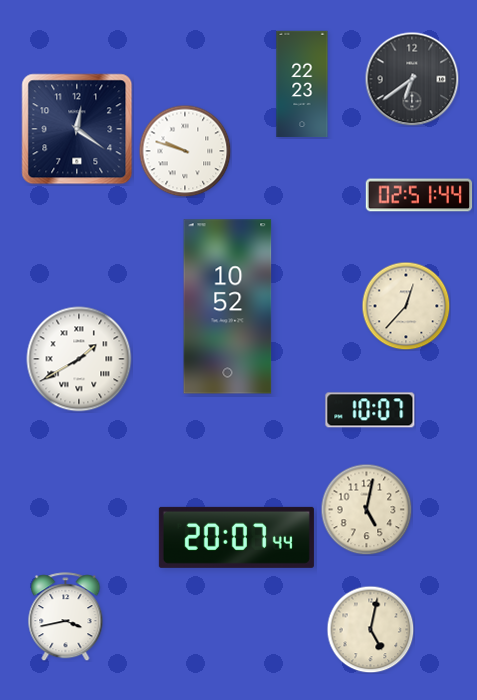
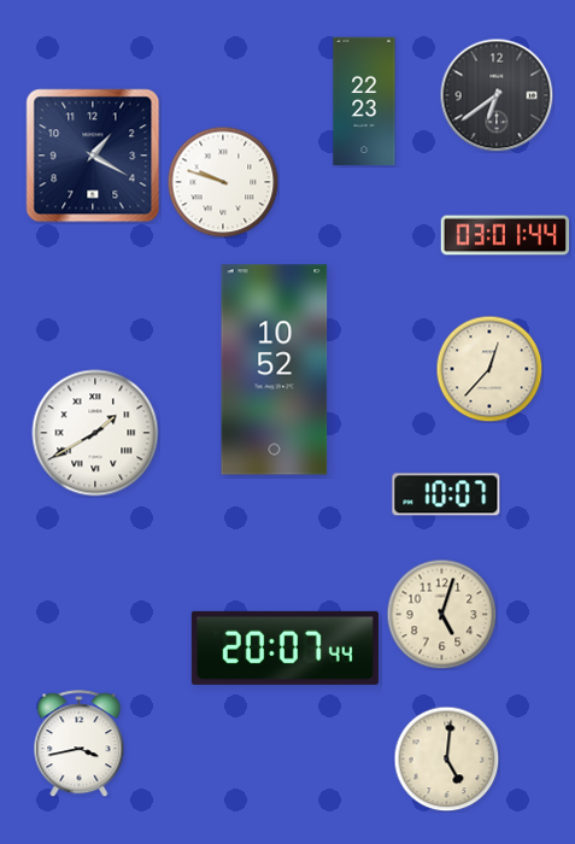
clock at (77, 129): 12:21 -> 1:20
clock at (419, 195): 02:51 -> 03:01
clock at (366, 509): 5:02 -> 5:03
clock at (370, 629): 5:02 -> 5:01
